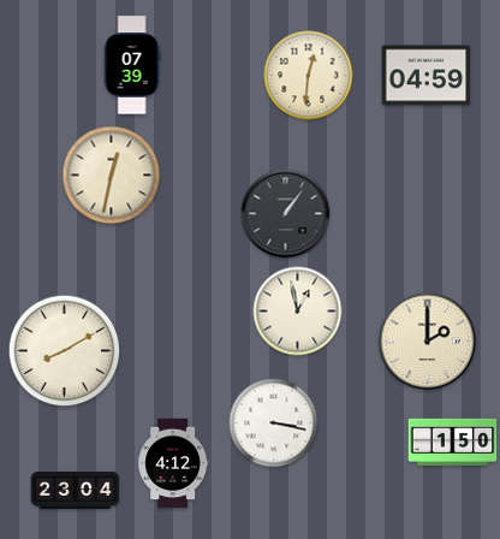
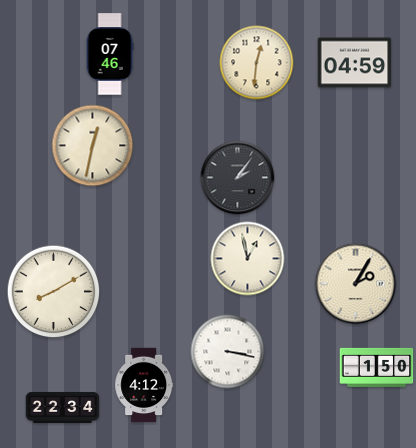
clock at (132, 65): 07:39 -> 07:46
clock at (286, 214): 1:06 -> 2:06
clock at (428, 342): 2:00 -> 2:05
clock at (76, 490): 23:04 -> 22:34
